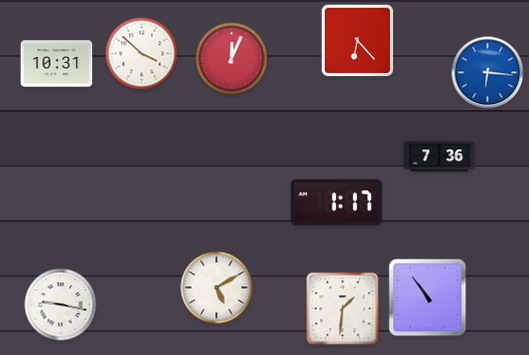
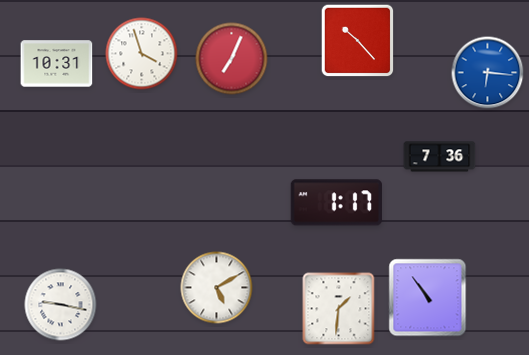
clock at (358, 41): 6:23 -> 10:23
clock at (142, 54): 3:52 -> 3:57
clock at (232, 59): 12:04 -> 7:04
clock at (343, 309) position: (343, 309) -> (339, 309)
